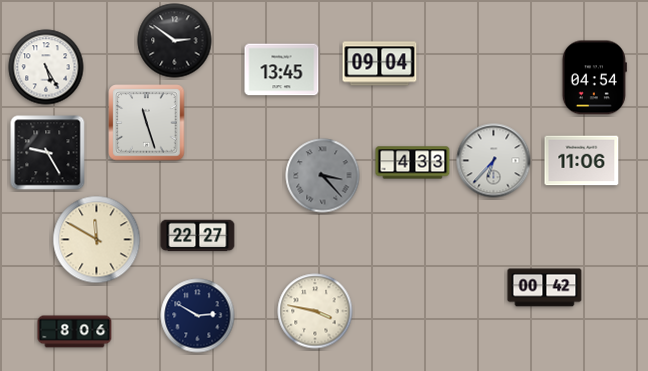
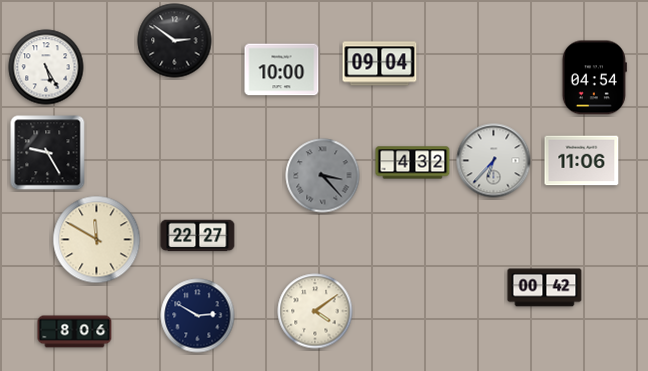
clock at (282, 70): 13:45 -> 10:00
clock at (147, 123): 11:27 -> none
clock at (413, 163): 4:33 -> 4:32
clock at (315, 311): 3:47 -> 4:09
